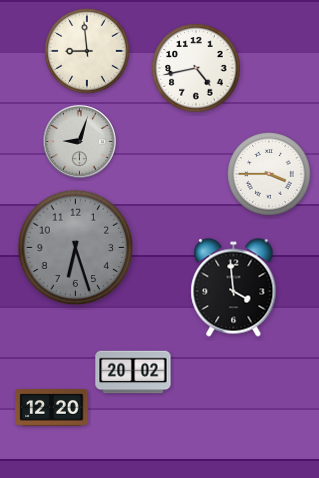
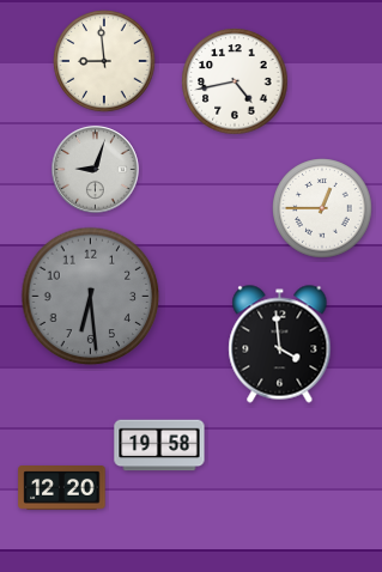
clock at (269, 174): 3:45 -> 12:45
clock at (76, 248): 6:27 -> 6:29
clock at (133, 372): 20:02 -> 19:58
